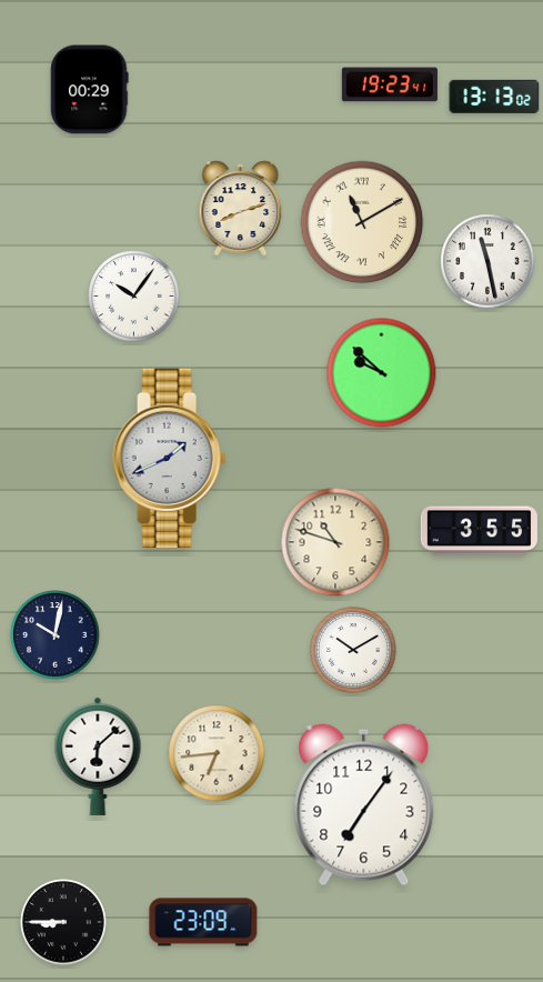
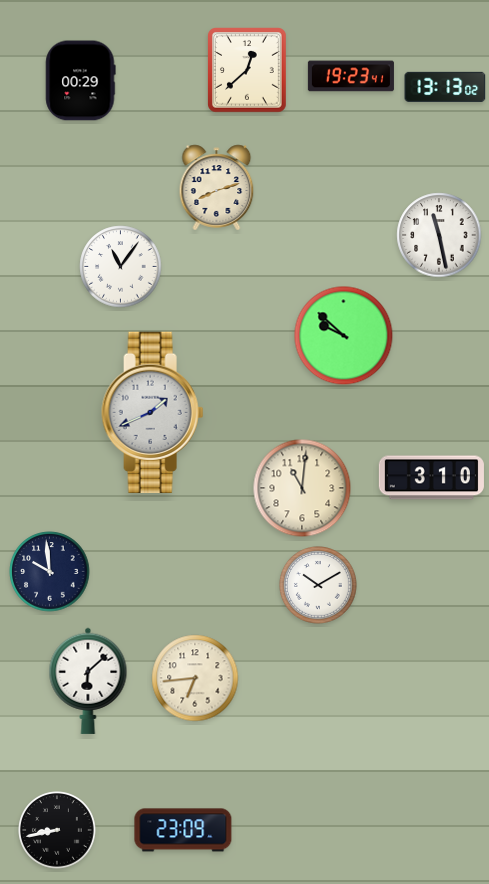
clock at (248, 71): none -> 12:38
clock at (362, 222): 11:10 -> none
clock at (134, 297): 10:06 -> 11:06
clock at (479, 531): 3:55 -> 3:10
clock at (335, 542): 10:48 -> 11:01
clock at (56, 635): 10:02 -> 9:59
clock at (364, 805): 7:06 -> none
clock at (64, 923): 8:45 -> 8:43
